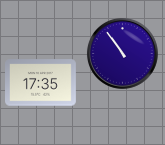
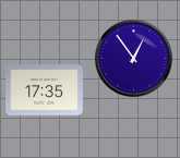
clock at (123, 54): 10:54 -> 12:54
